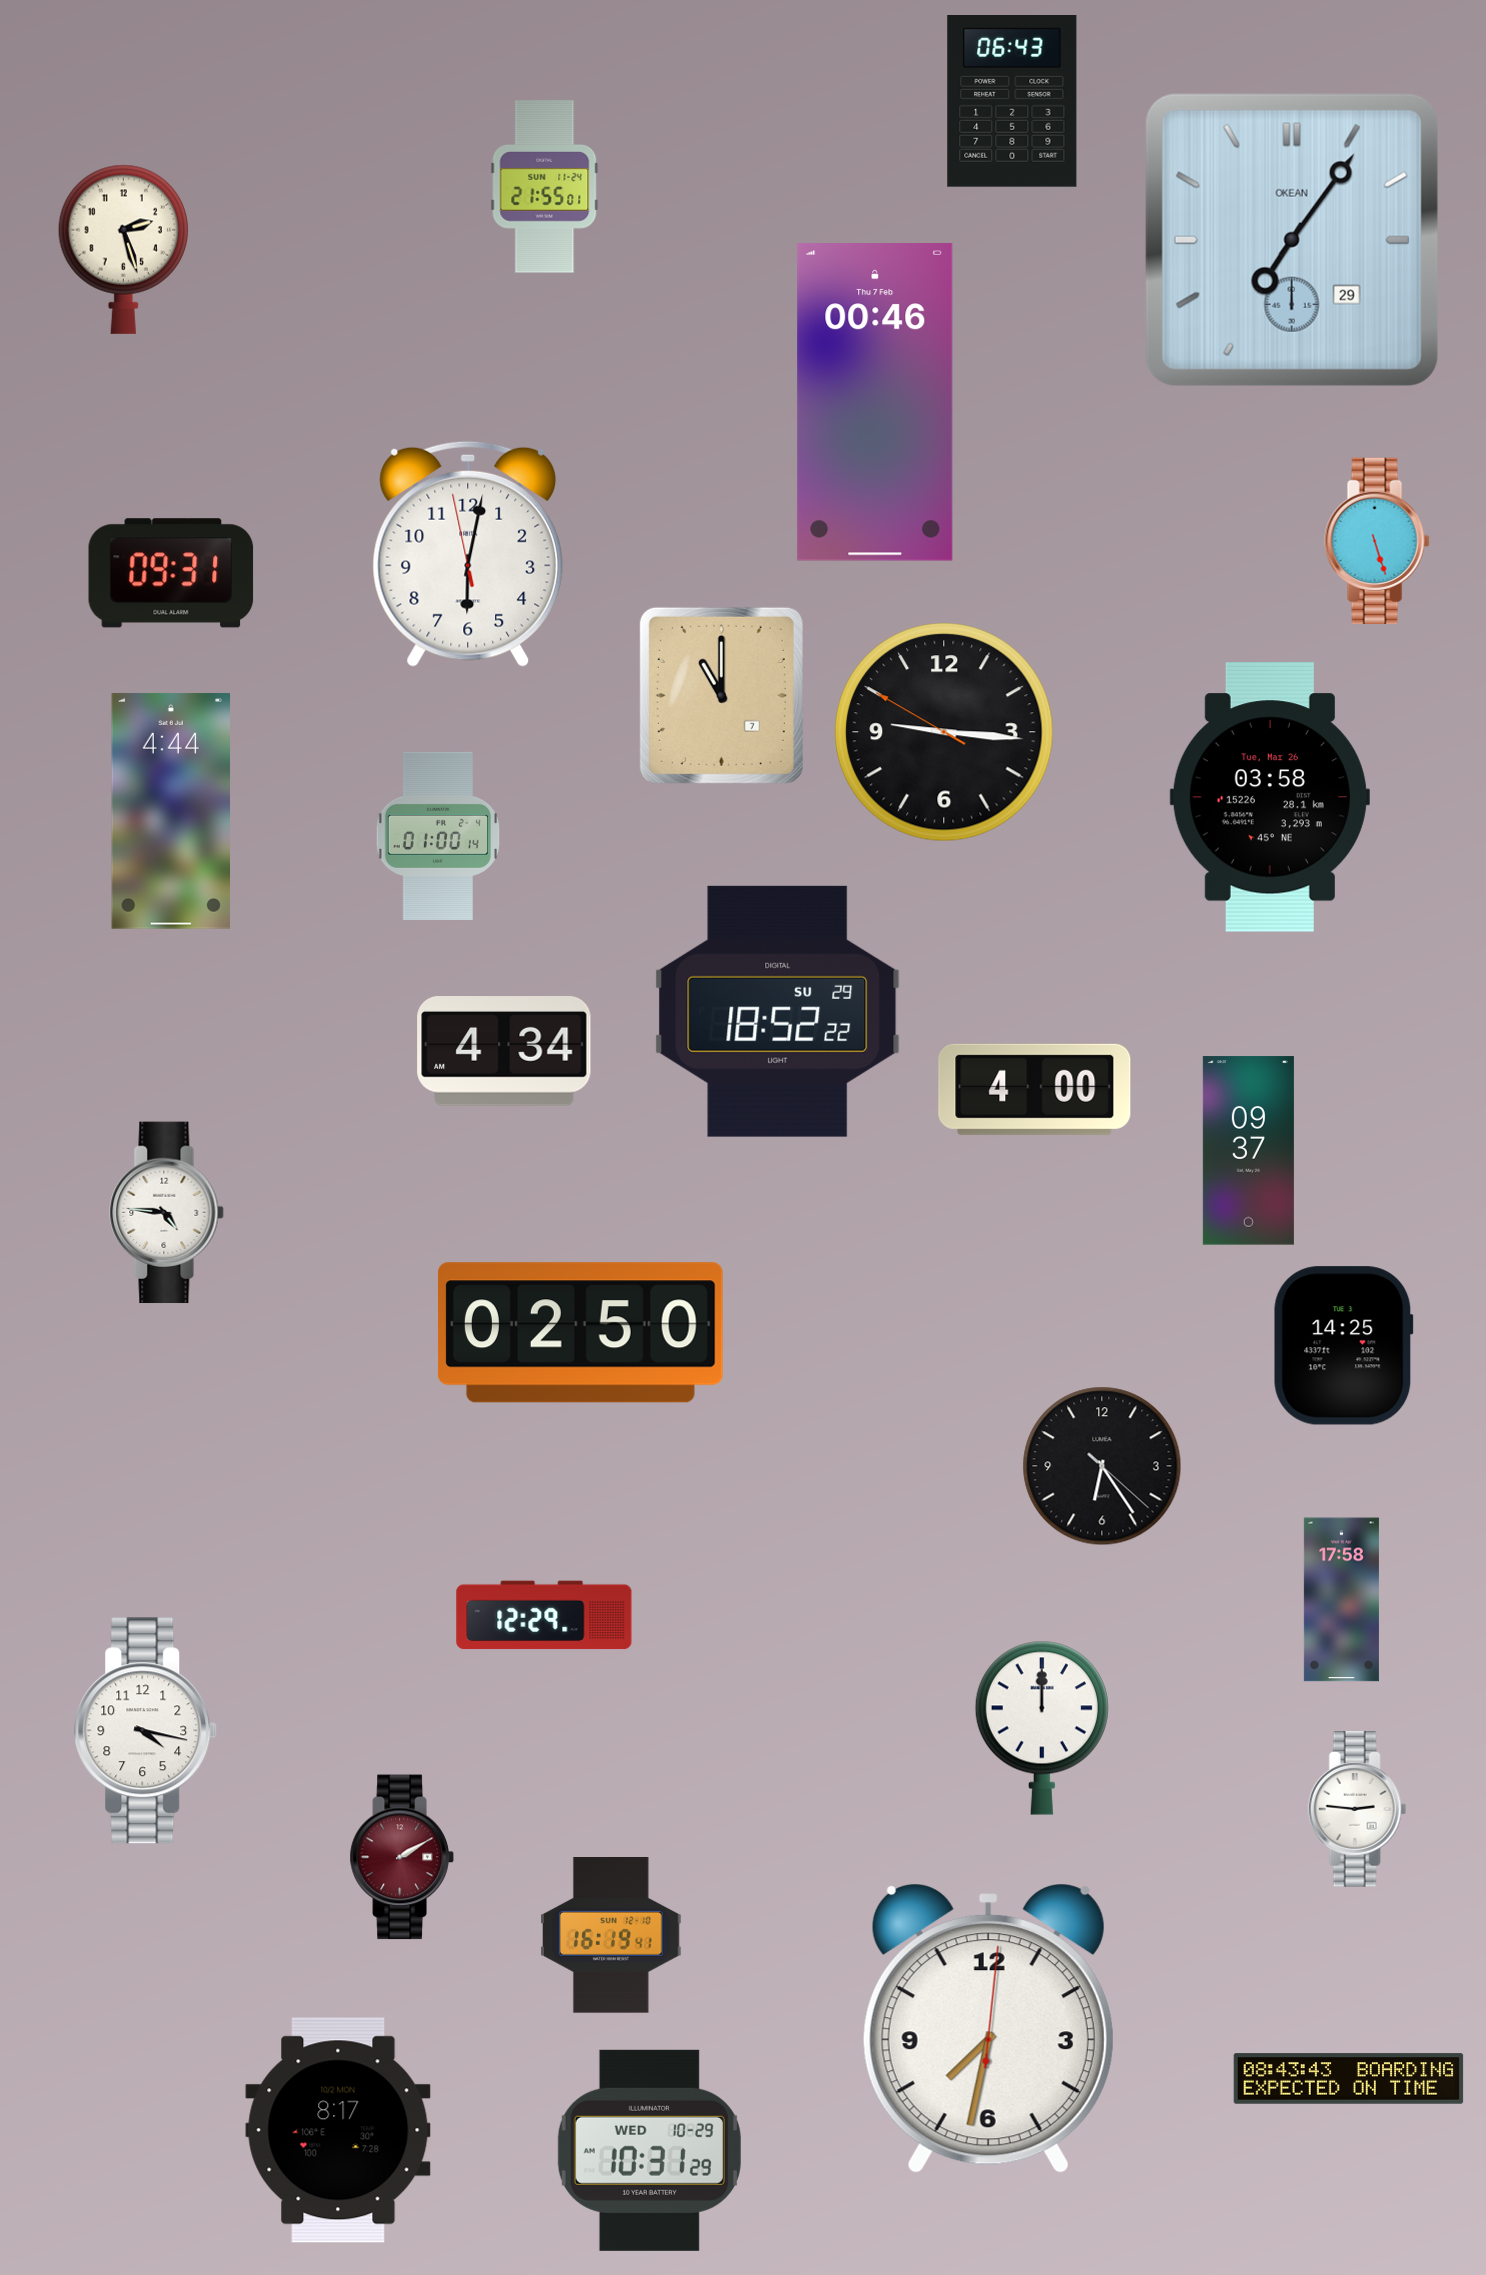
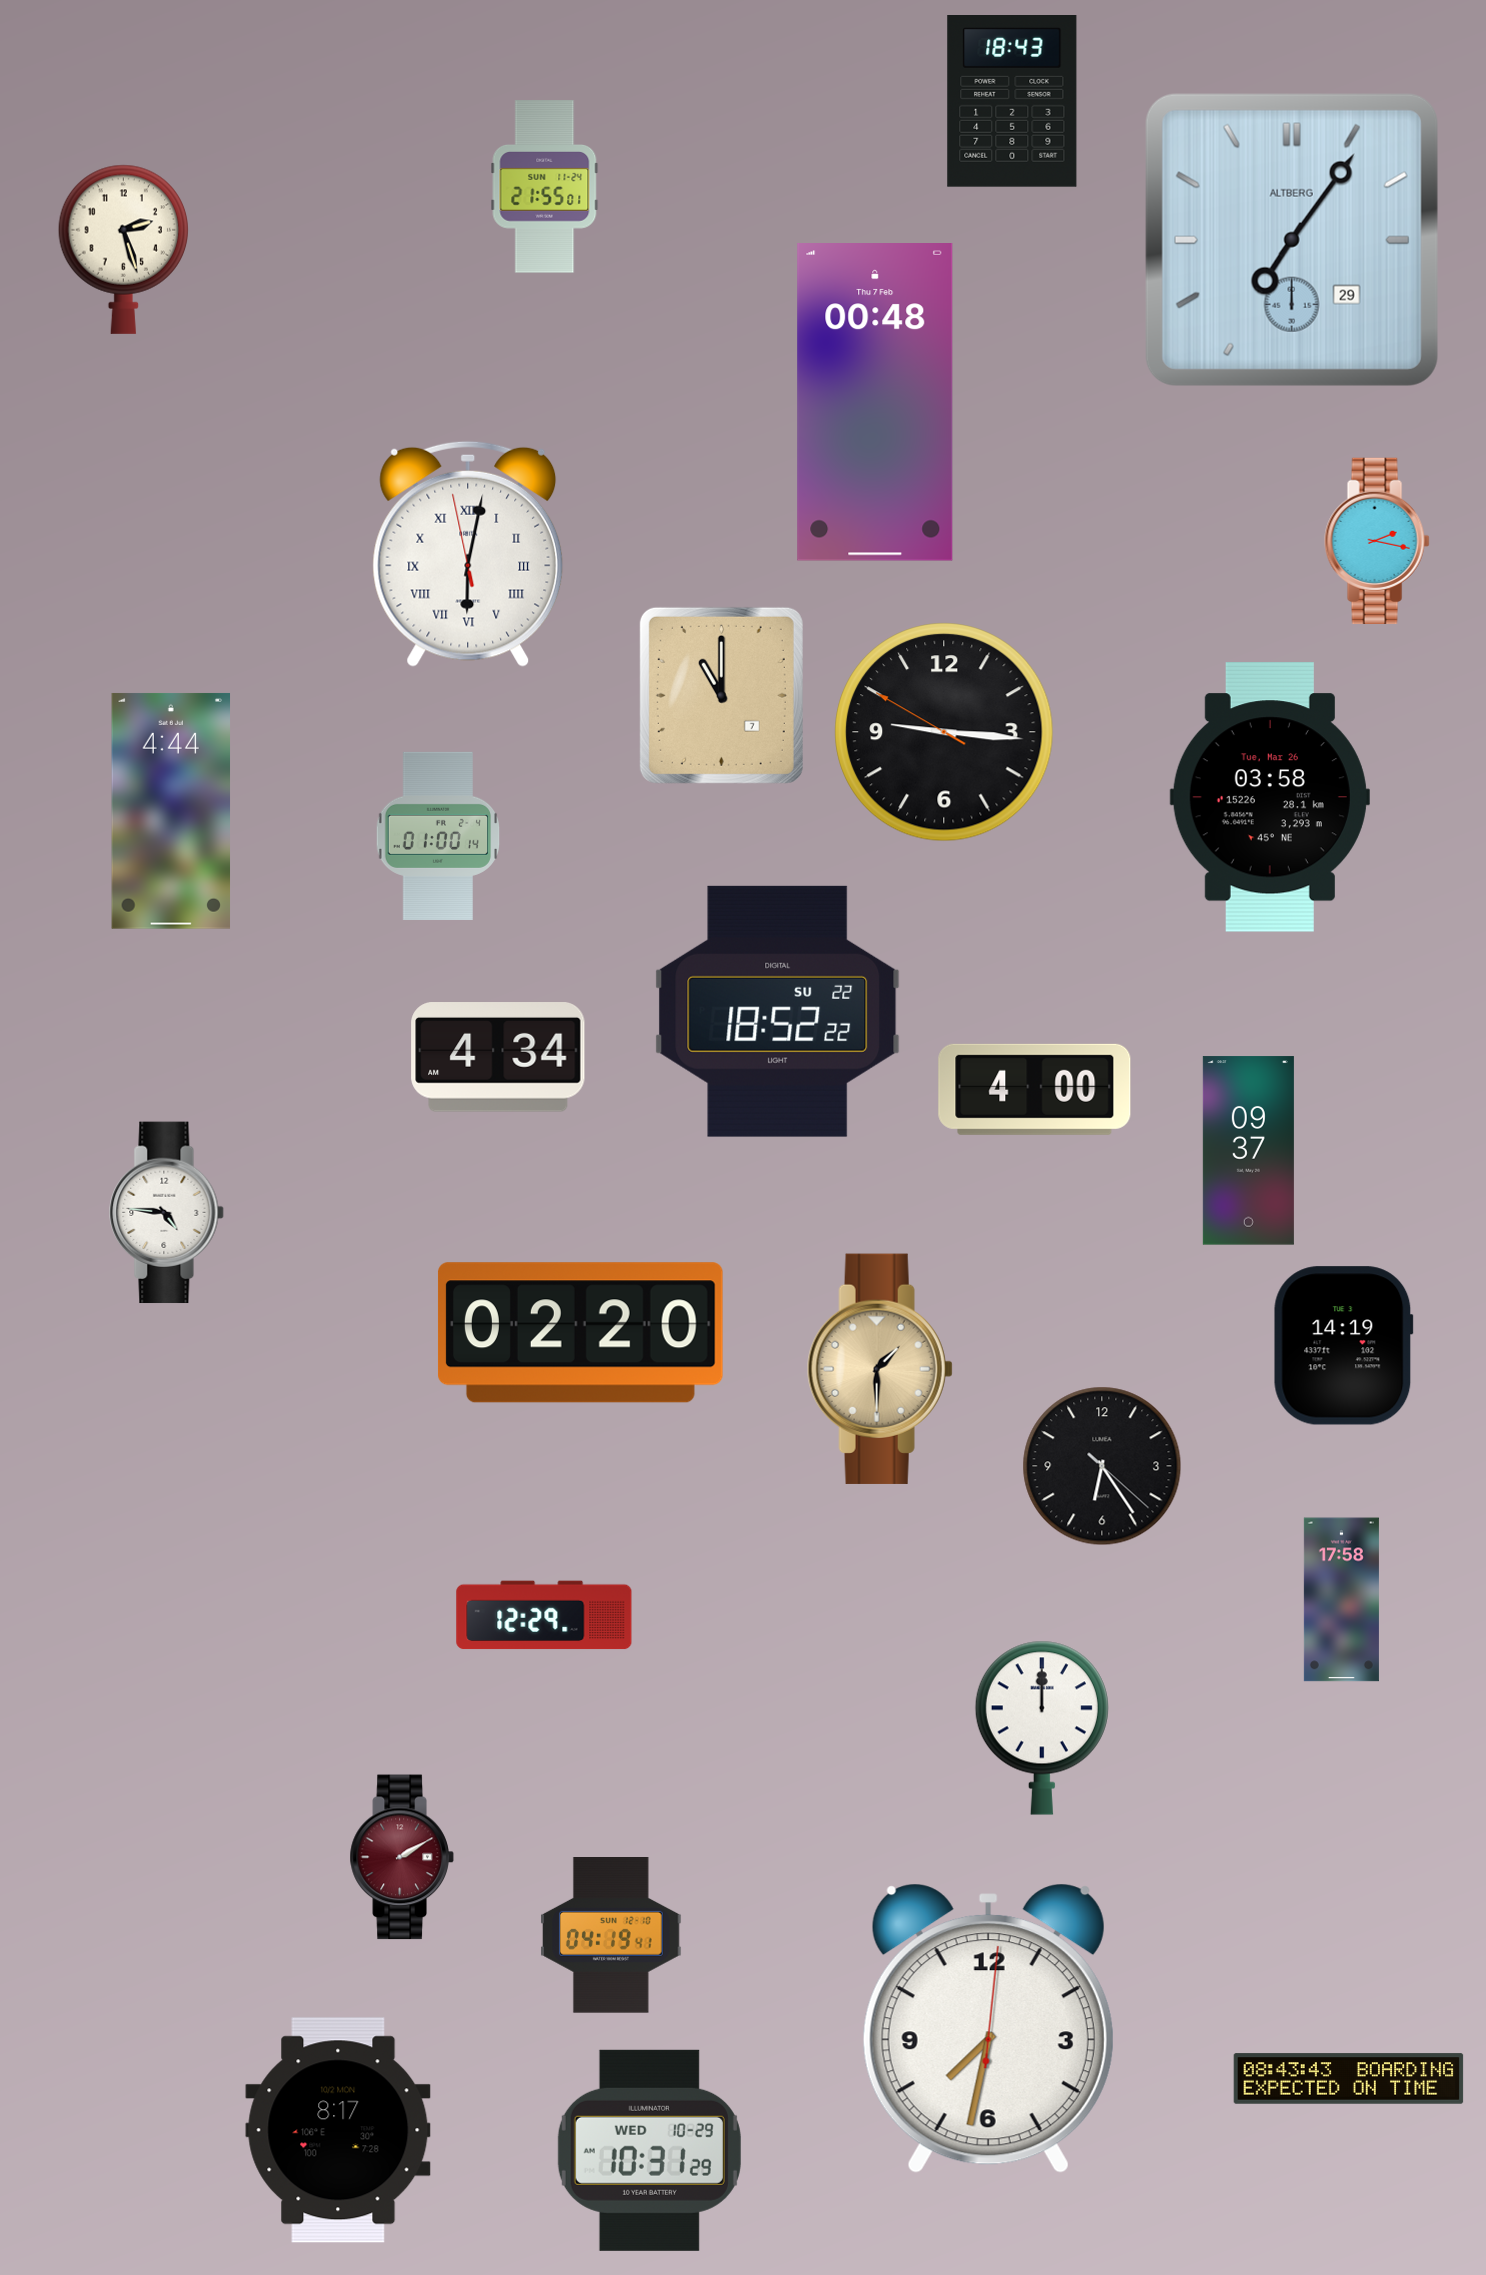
clock at (1012, 102): 06:43 -> 18:43
clock at (1292, 240) brand: OKEAN -> ALTBERG
clock at (875, 403): 00:46 -> 00:48
clock at (1377, 540): 5:27 -> 2:17
clock at (468, 554) numerals: Arabic -> Roman
clock at (171, 573): 09:31 -> none
clock at (778, 1011) date: SU 29 -> SU 22
clock at (504, 1051) position: (504, 1051) -> (498, 1057)
clock at (580, 1333): 02:50 -> 02:20
clock at (1343, 1346): 14:25 -> 14:19
clock at (880, 1369): none -> 1:30
clock at (146, 1731): 4:17 -> none
clock at (1357, 1809): 2:46 -> none
clock at (612, 1936): 16:19 -> 04:19
